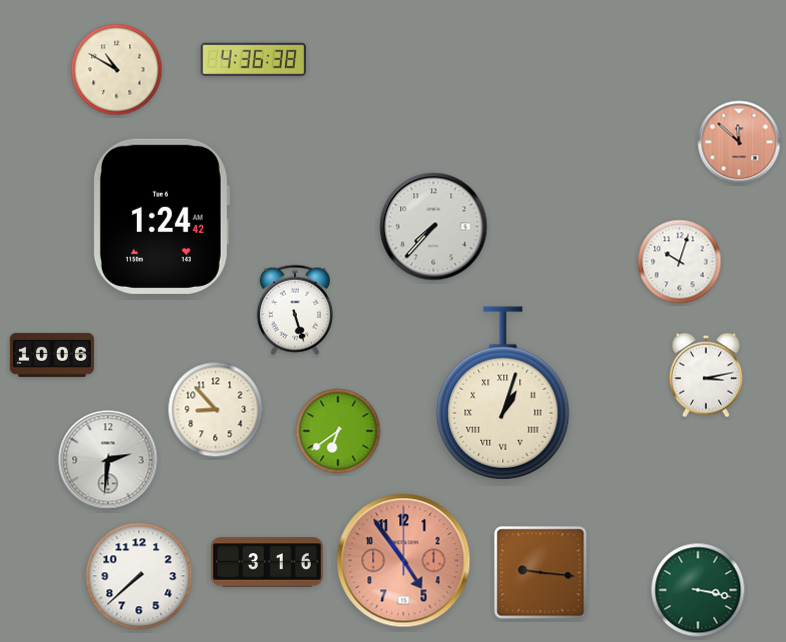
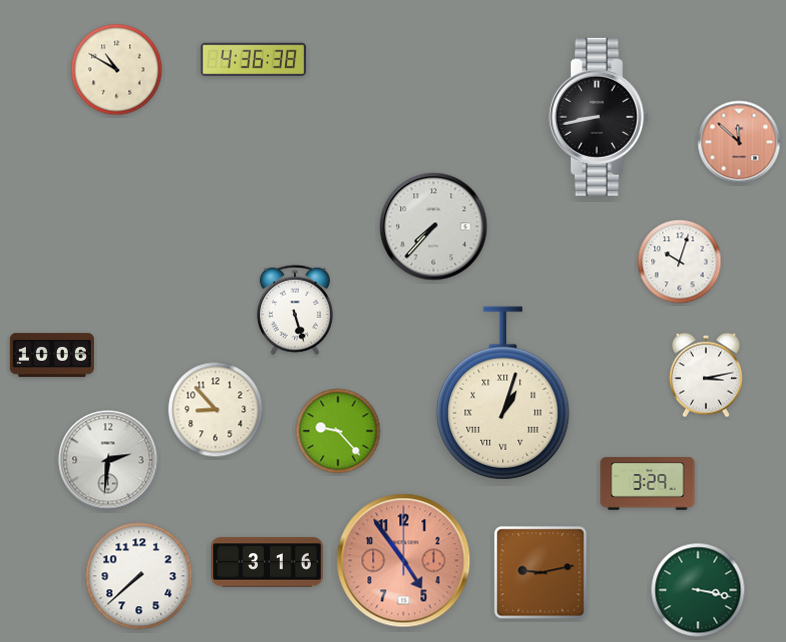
clock at (599, 117): none -> 8:43
clock at (161, 216): 1:24 -> none
clock at (338, 431): 6:39 -> 9:23
clock at (648, 484): none -> 3:29
clock at (541, 573): 9:16 -> 9:13
